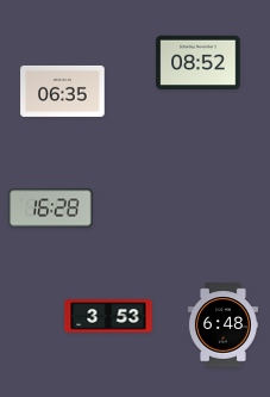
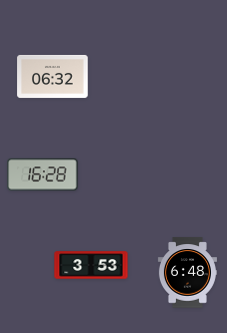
clock at (199, 63): 08:52 -> none
clock at (63, 91): 06:35 -> 06:32
